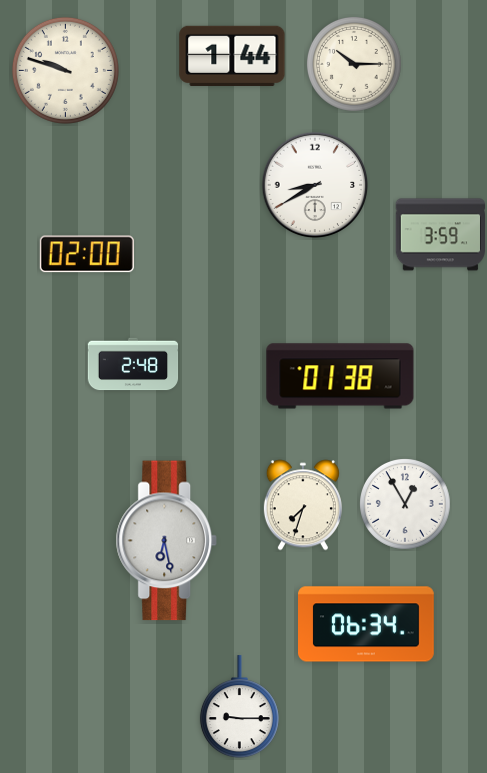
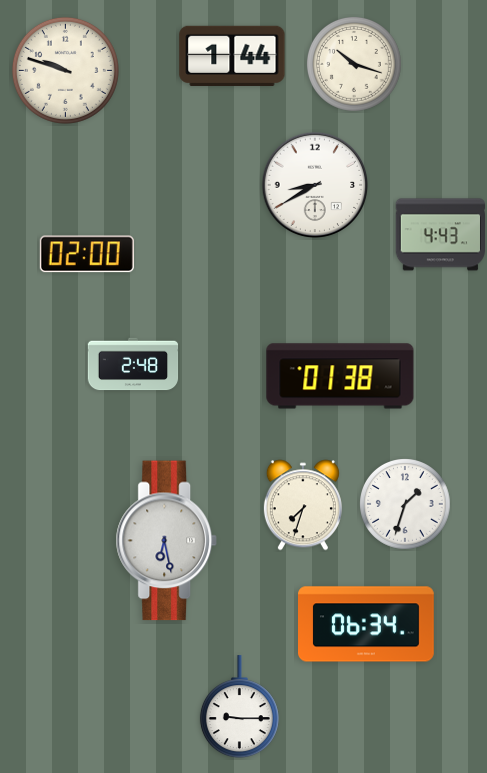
clock at (354, 64): 10:15 -> 10:18
clock at (441, 235): 3:59 -> 4:43
clock at (406, 505): 12:55 -> 1:33
